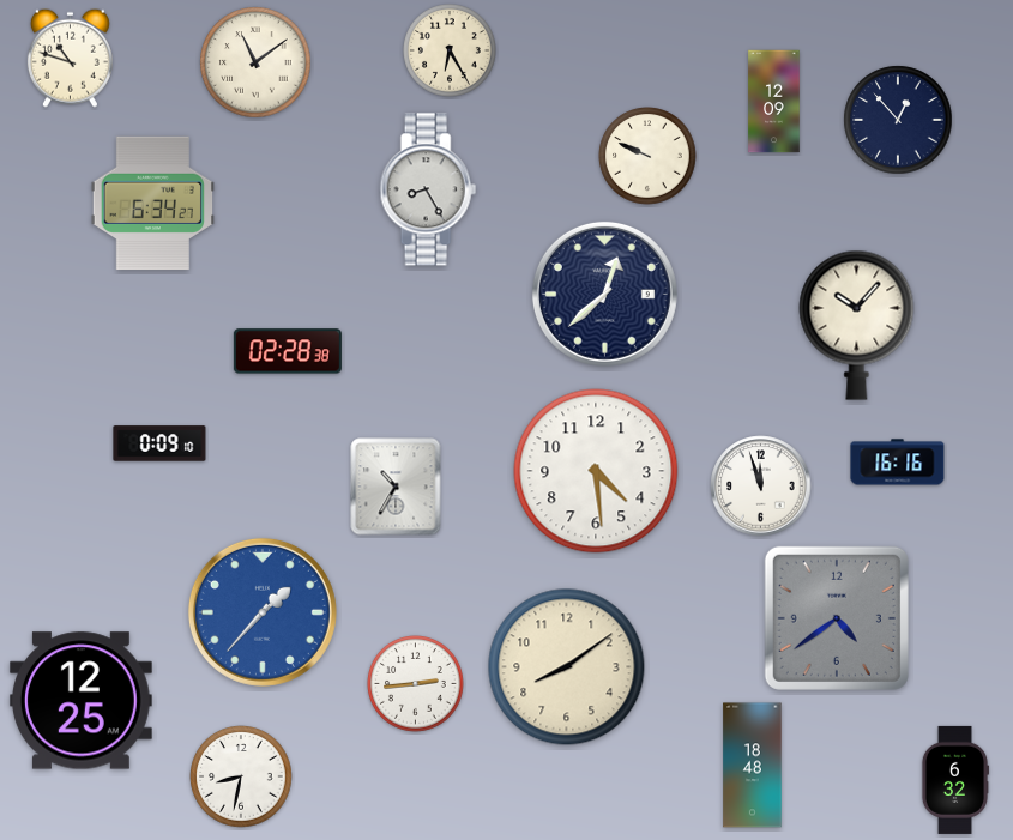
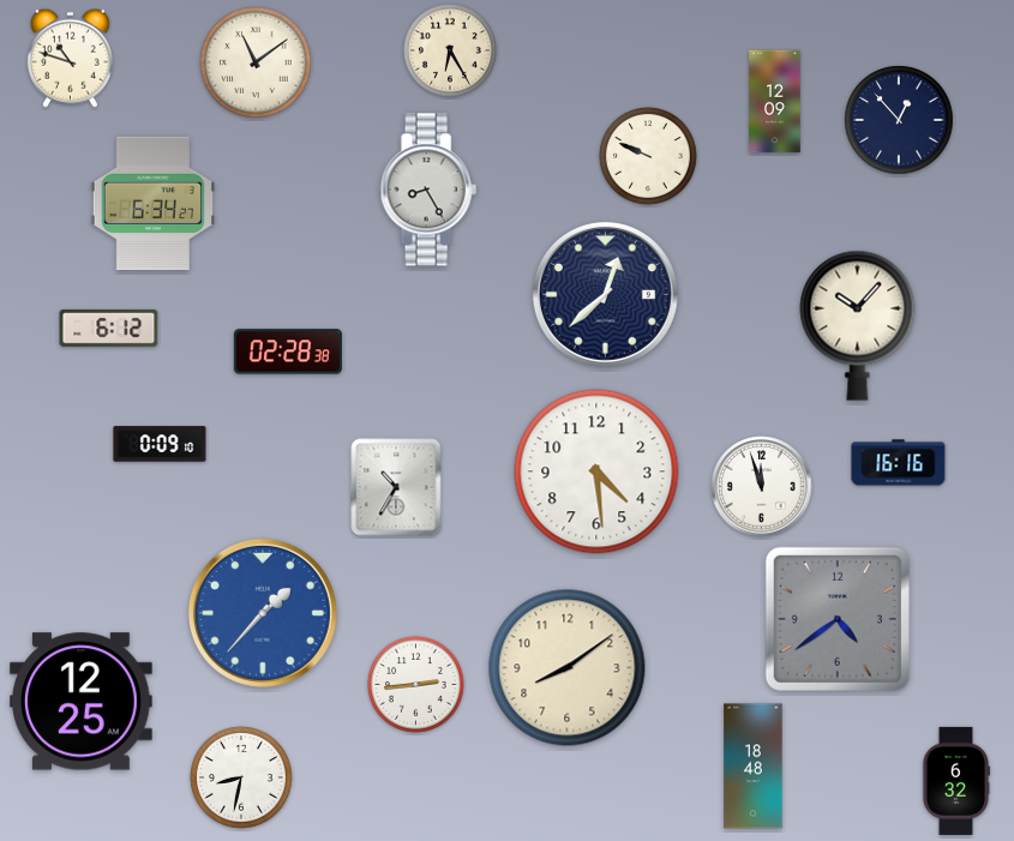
clock at (109, 328): none -> 6:12
